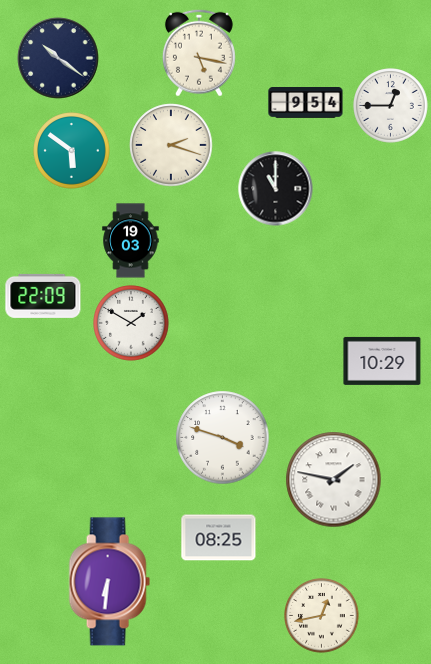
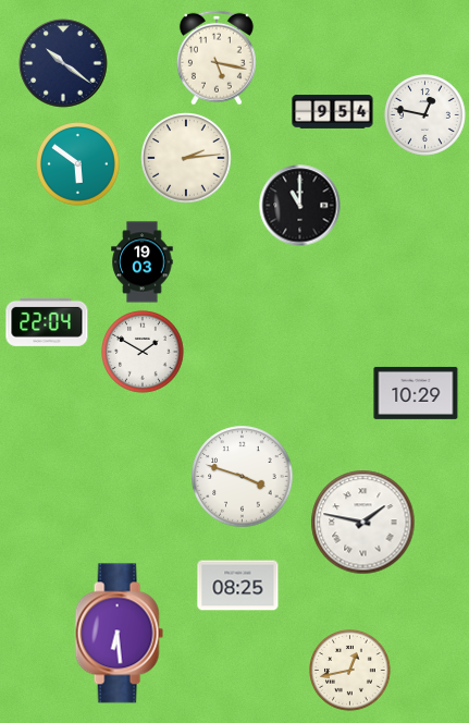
clock at (391, 106): 12:45 -> 12:47
clock at (171, 145): 2:18 -> 2:14
clock at (43, 296): 22:09 -> 22:04
clock at (109, 582): 6:31 -> 6:29
